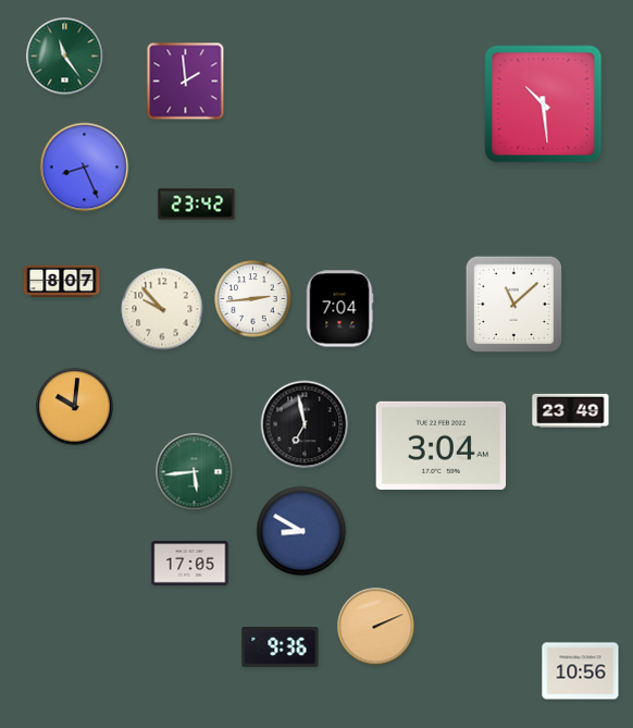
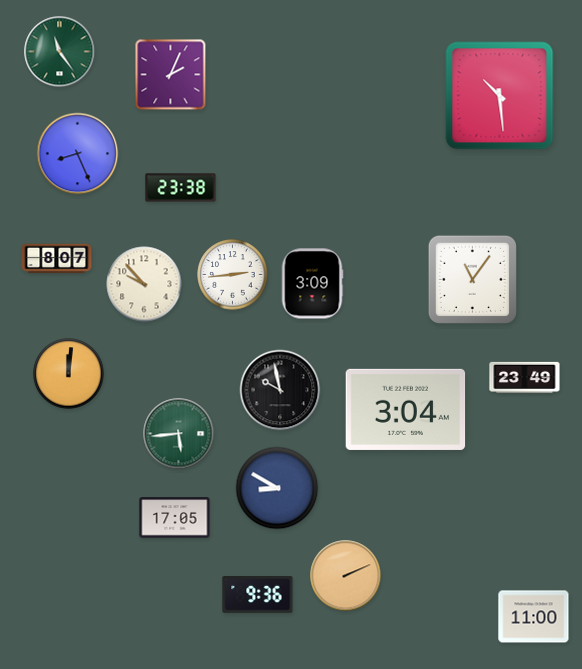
clock at (186, 82): 1:59 -> 2:04
clock at (197, 205): 23:42 -> 23:38
clock at (513, 304): 11:08 -> 11:06
clock at (162, 309) position: (162, 309) -> (144, 284)
clock at (339, 309): 7:04 -> 3:09
clock at (75, 407): 10:01 -> 12:01
clock at (305, 424): 6:58 -> 9:58
clock at (581, 671): 10:56 -> 11:00
